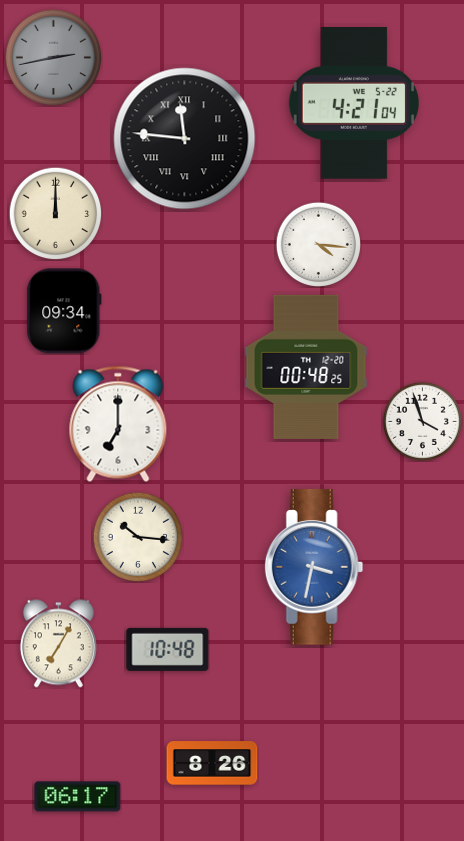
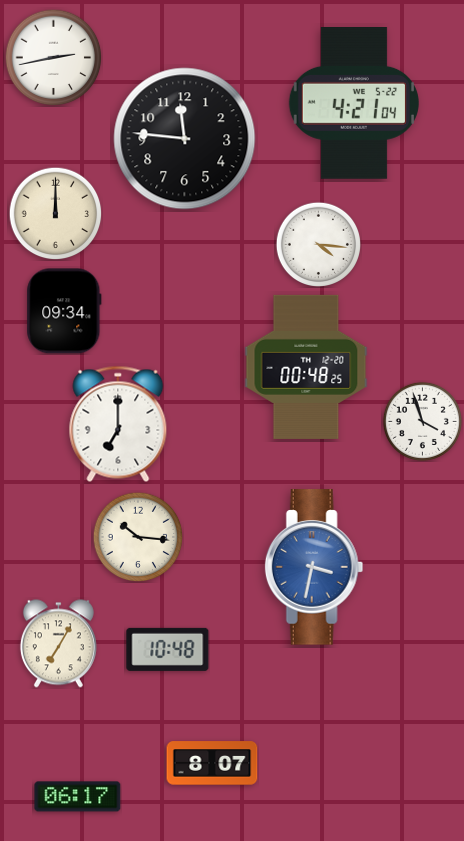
clock at (53, 57) dial: grey -> white
clock at (185, 139) numerals: Roman -> Arabic
clock at (212, 763): 8:26 -> 8:07
